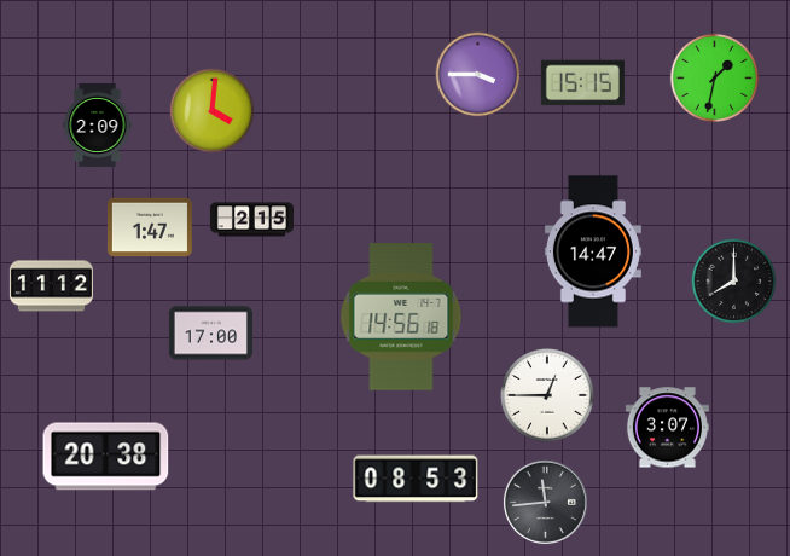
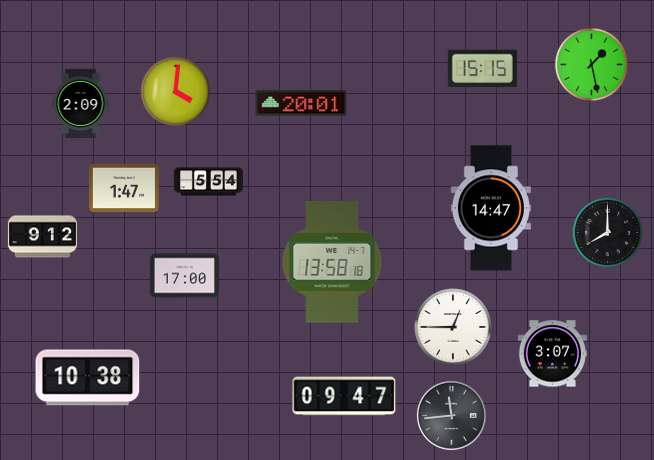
clock at (478, 75): 3:45 -> none
clock at (714, 77): 1:32 -> 1:28
clock at (301, 103): none -> 20:01
clock at (251, 220): 2:15 -> 5:54
clock at (51, 286): 11:12 -> 9:12
clock at (401, 318): 14:56 -> 13:58
clock at (210, 334) position: (210, 334) -> (184, 276)
clock at (106, 457): 20:38 -> 10:38
clock at (416, 479): 08:53 -> 09:47
